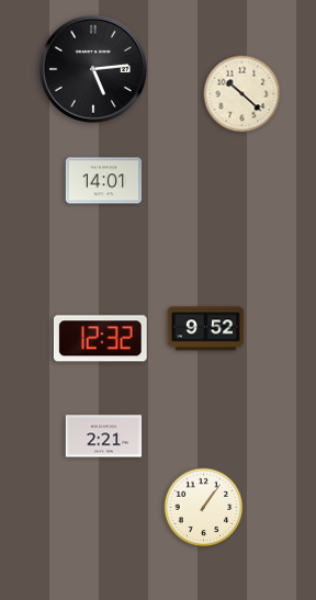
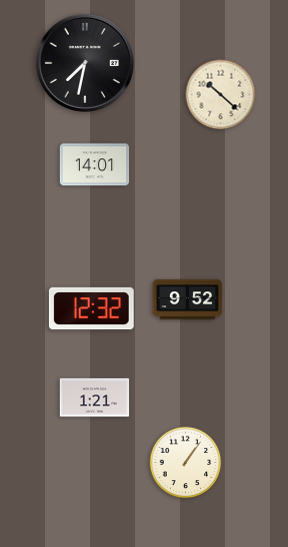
clock at (93, 69): 5:14 -> 7:32
clock at (242, 94) position: (242, 94) -> (221, 95)
clock at (104, 437): 2:21 -> 1:21
